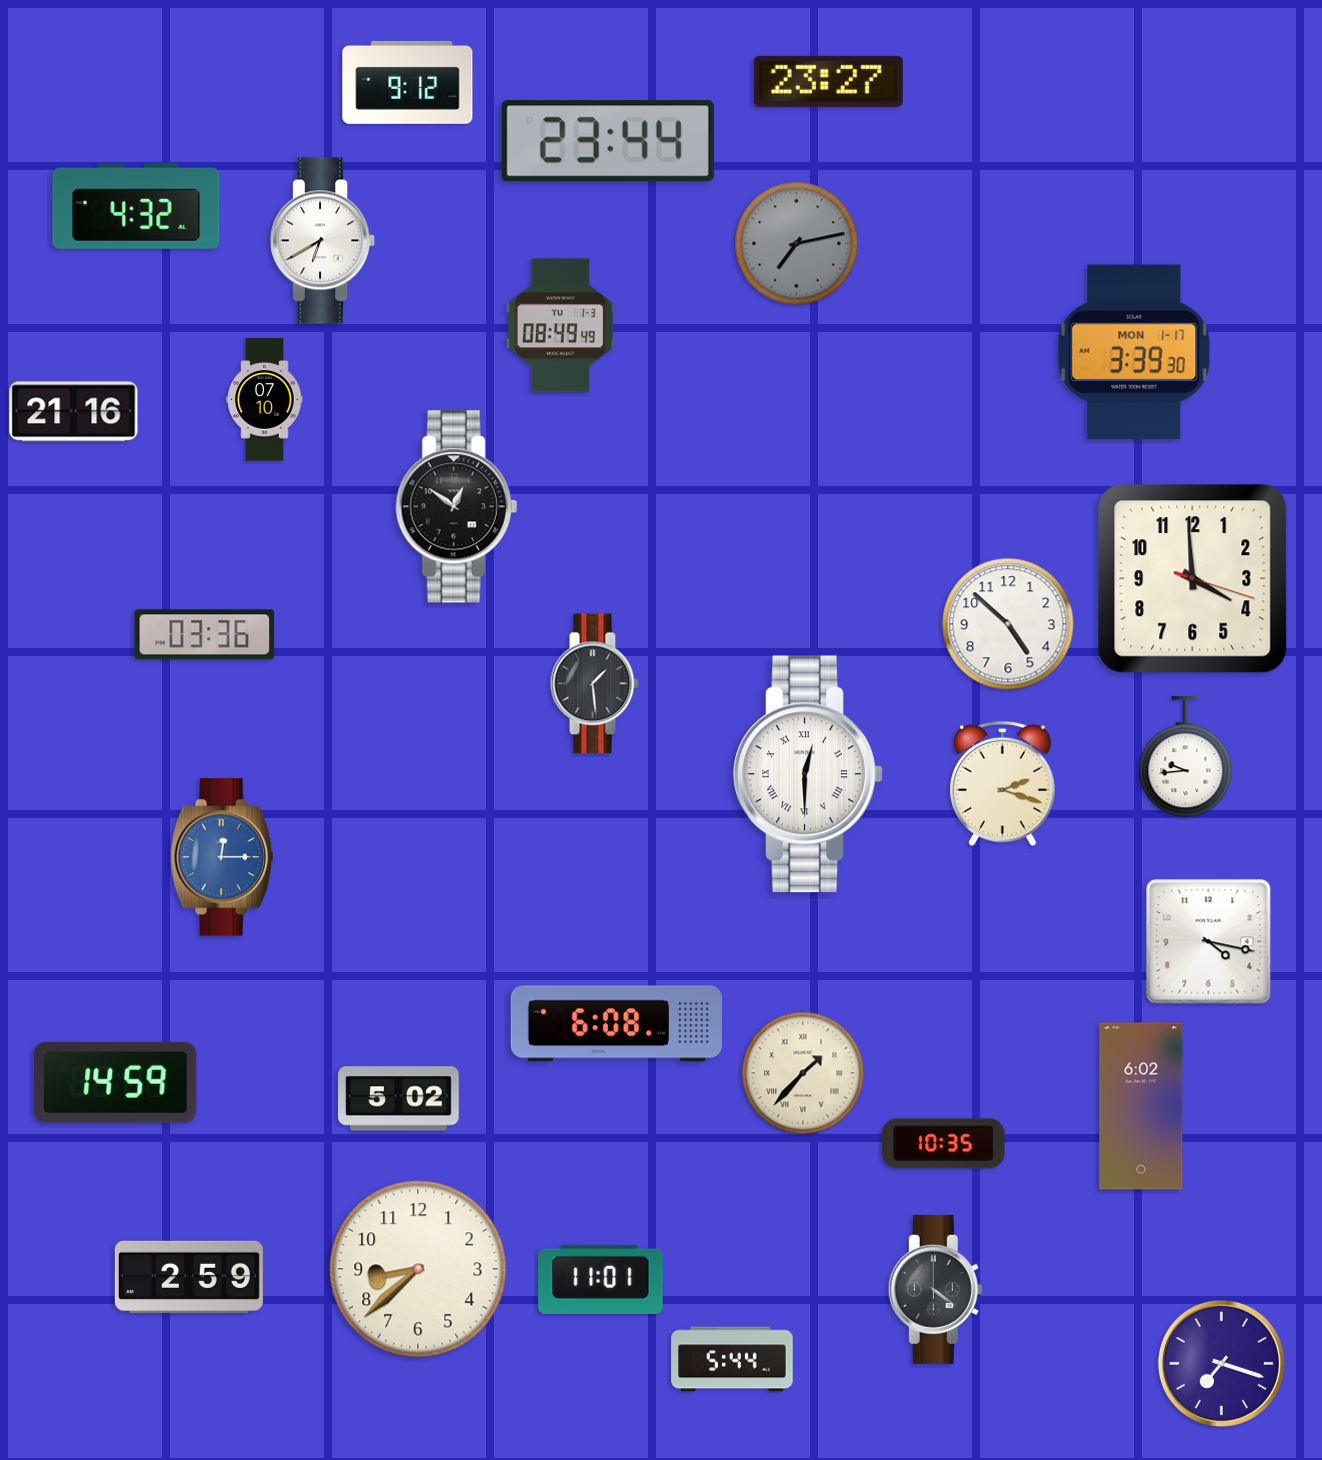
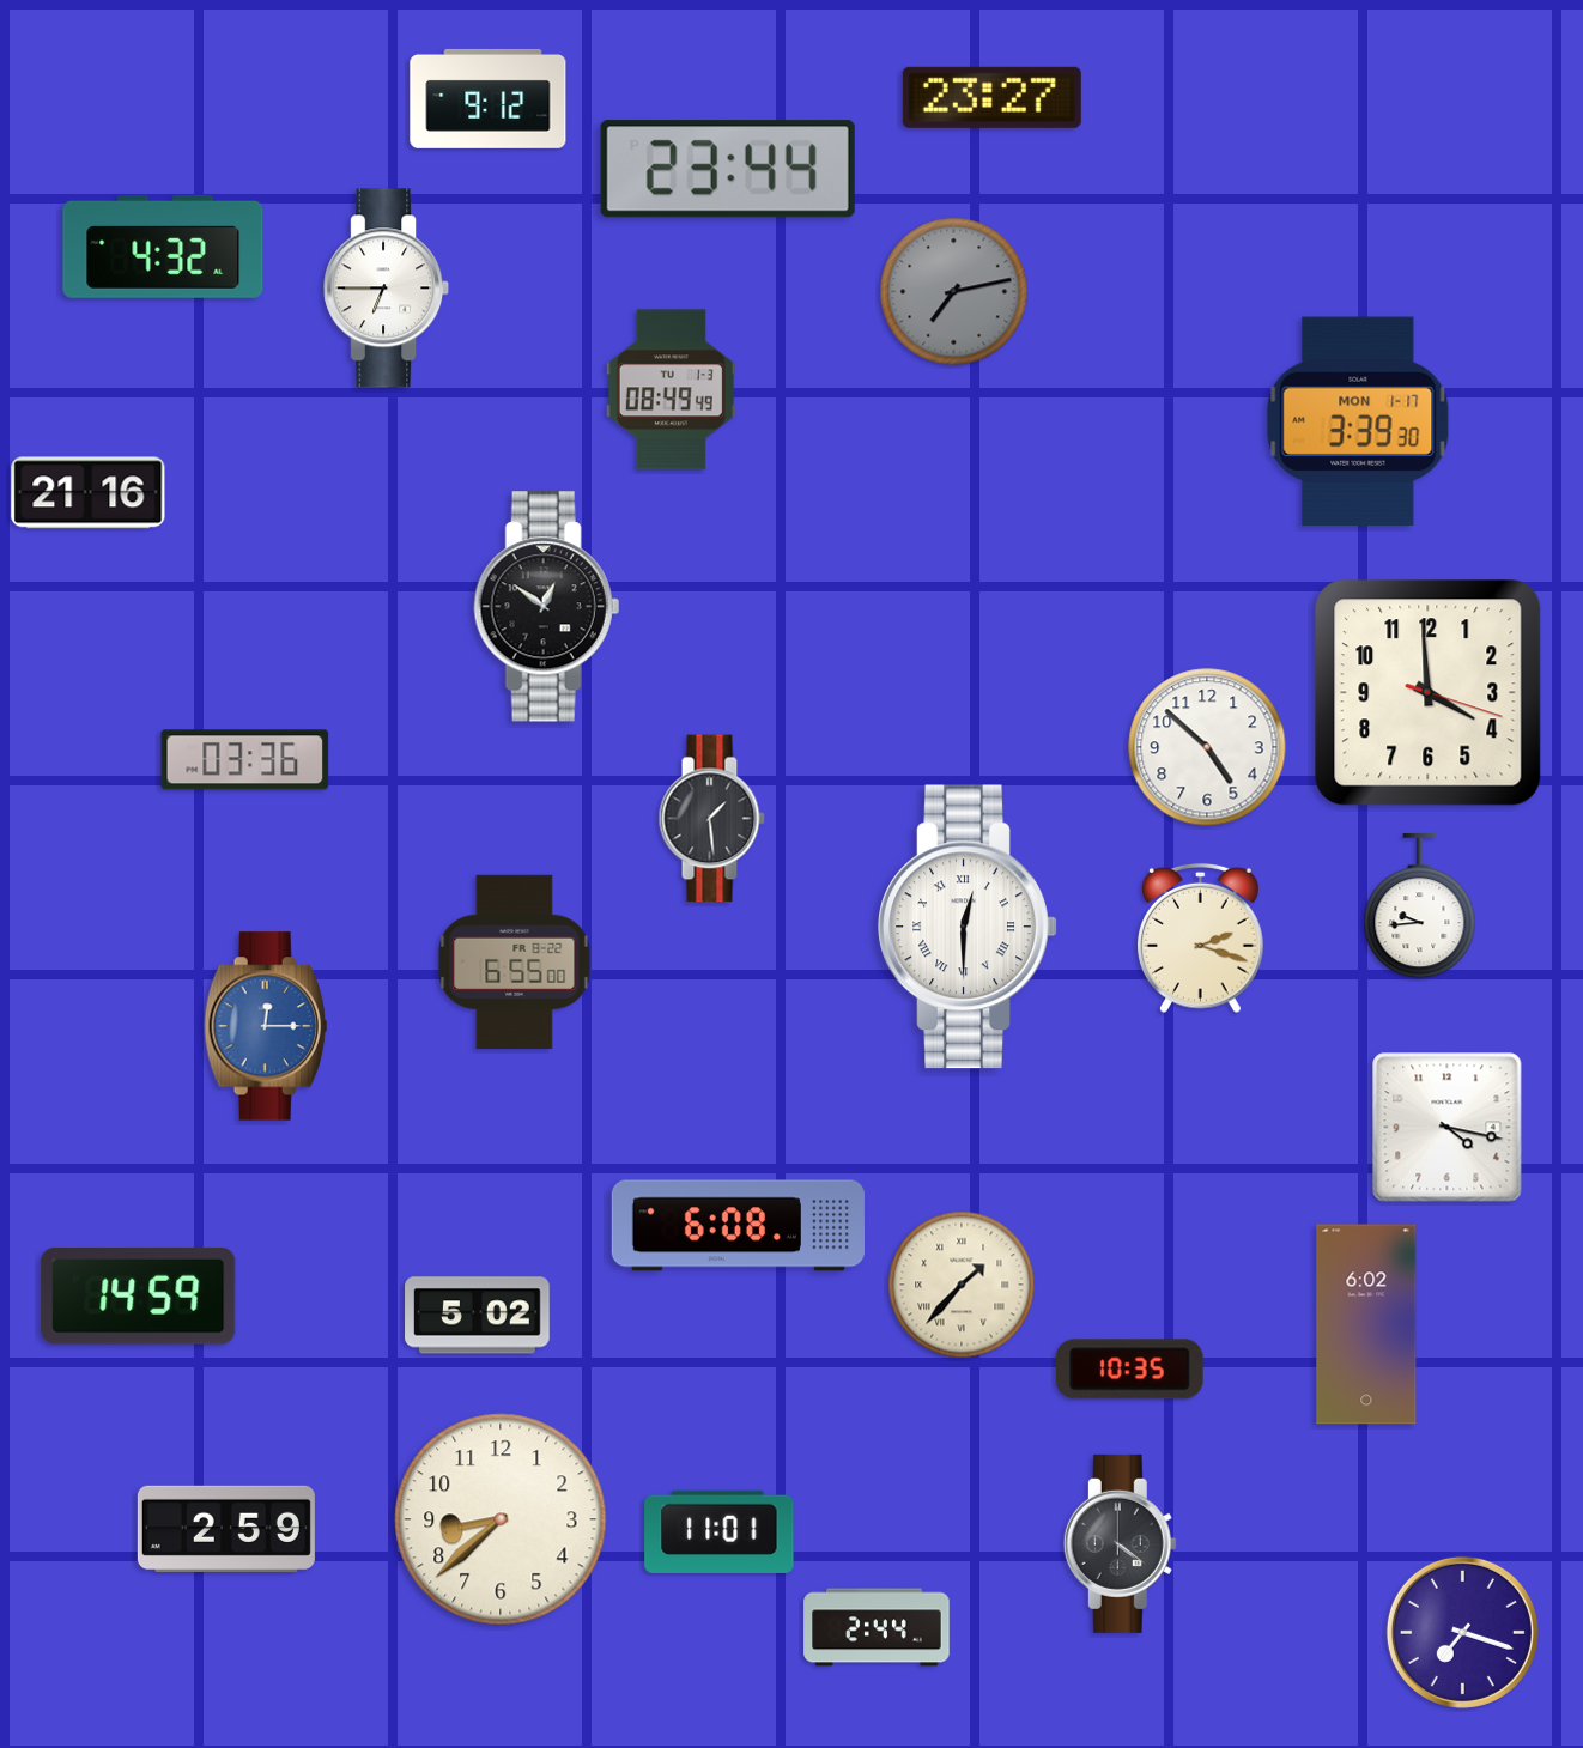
clock at (323, 241): 6:40 -> 6:45
clock at (265, 400): 07:10 -> none
clock at (515, 961): none -> 6:55
clock at (732, 1359): 5:44 -> 2:44
